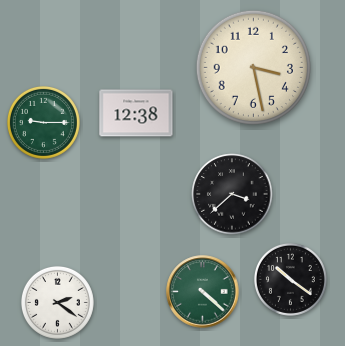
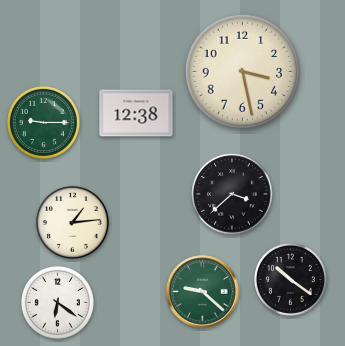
clock at (253, 67) position: (253, 67) -> (242, 71)
clock at (72, 222): none -> 1:14
clock at (203, 292): 4:22 -> 9:22
clock at (57, 302): 2:21 -> 6:21
